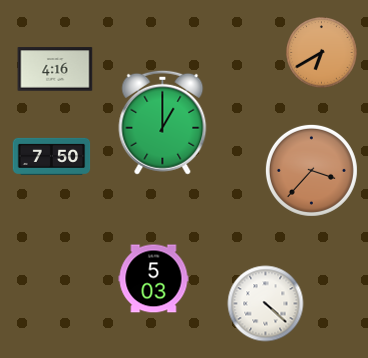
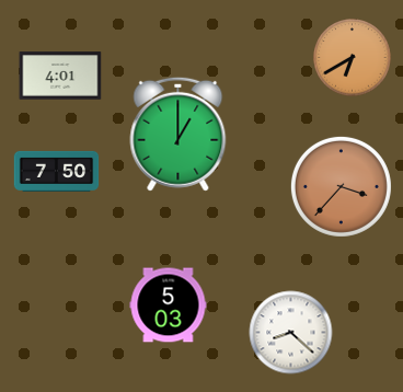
clock at (55, 69): 4:16 -> 4:01
clock at (266, 304): 4:22 -> 8:22
